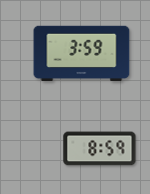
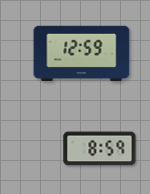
clock at (82, 53): 3:59 -> 12:59
